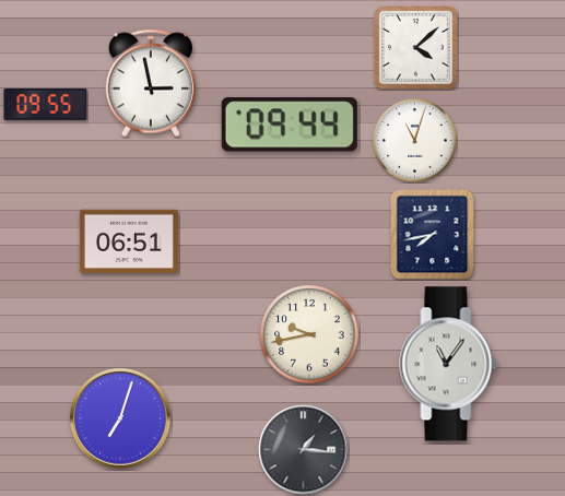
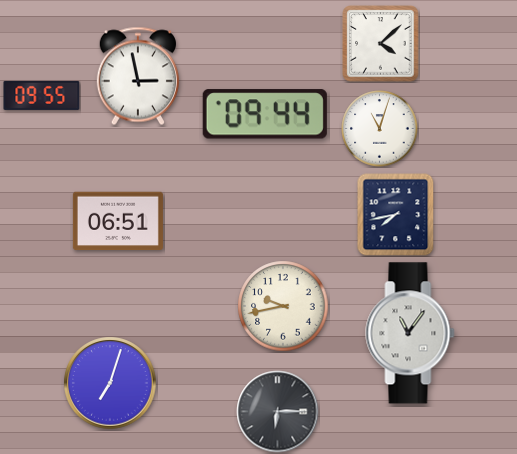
clock at (304, 450): 1:16 -> 6:15
